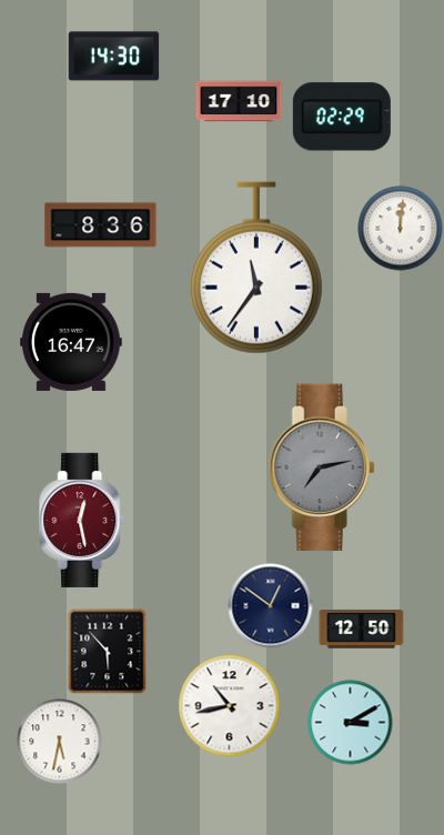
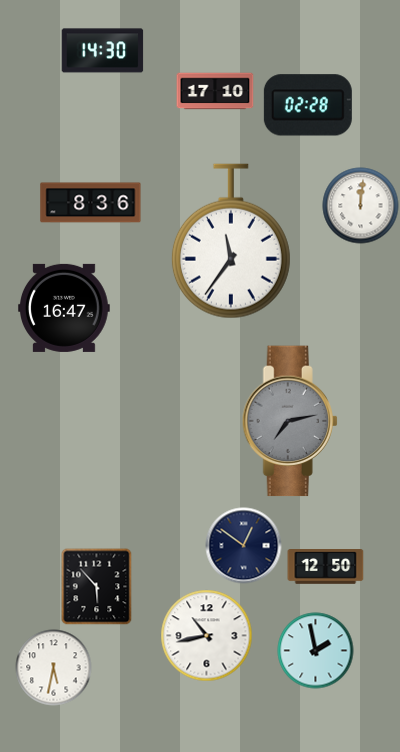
clock at (342, 117): 02:29 -> 02:28
clock at (82, 520): 12:28 -> none
clock at (351, 723): 3:10 -> 1:58
